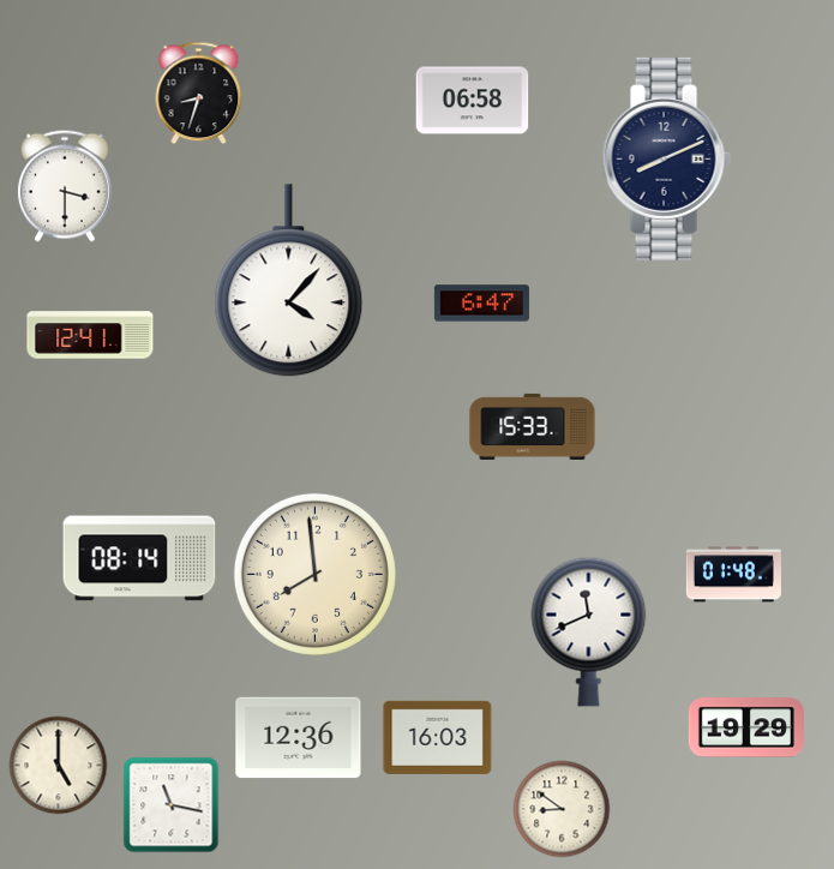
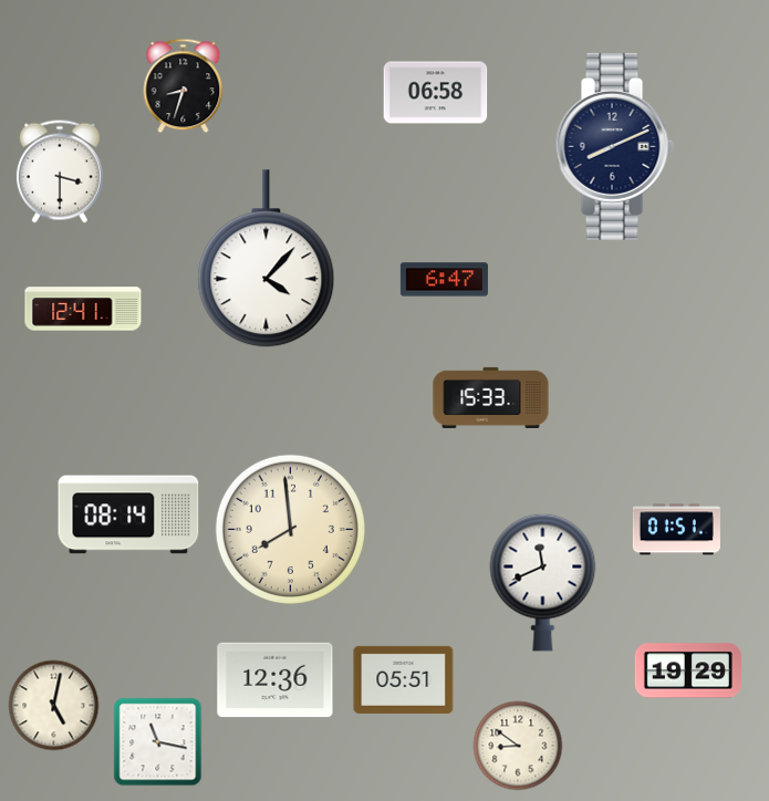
clock at (533, 426) position: (533, 426) -> (491, 397)
clock at (733, 575): 01:48 -> 01:51
clock at (438, 737): 16:03 -> 05:51
clock at (59, 766): 5:00 -> 5:02
